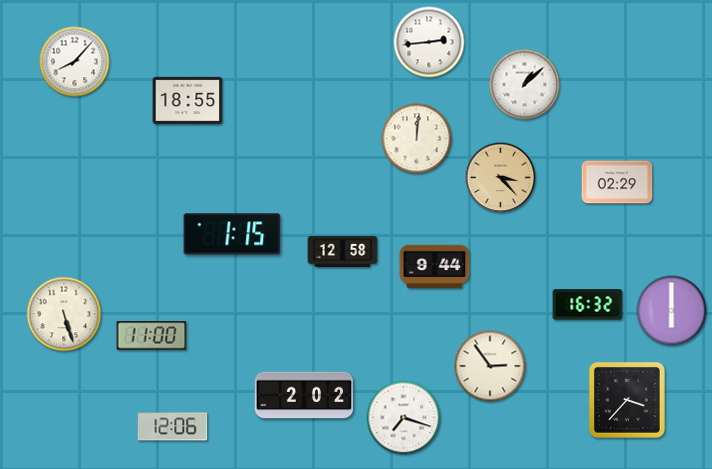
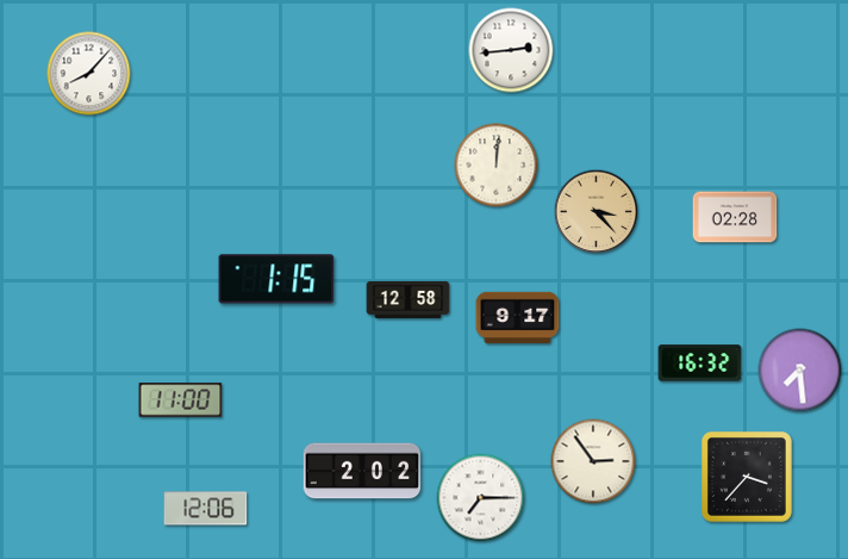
clock at (525, 85): 1:08 -> none
clock at (188, 100): 18:55 -> none
clock at (617, 182): 02:29 -> 02:28
clock at (435, 266): 9:44 -> 9:17
clock at (672, 311): 6:00 -> 7:29
clock at (64, 314): 5:27 -> none
clock at (490, 366) position: (490, 366) -> (593, 461)
clock at (404, 418): 7:18 -> 7:15
